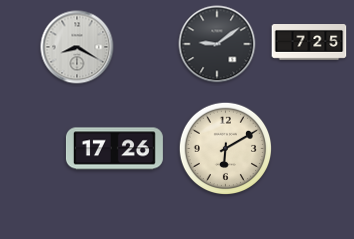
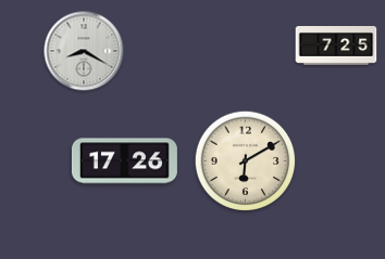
clock at (217, 44): 9:09 -> none
